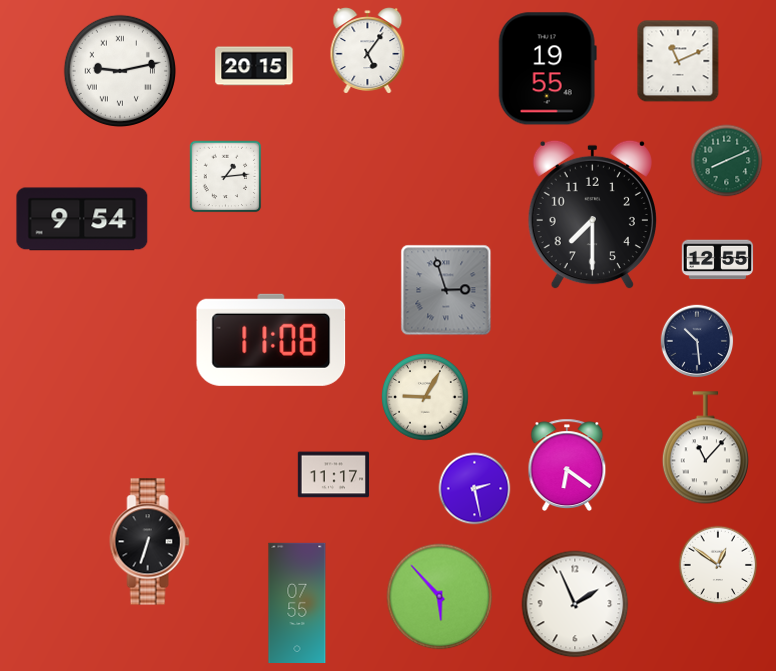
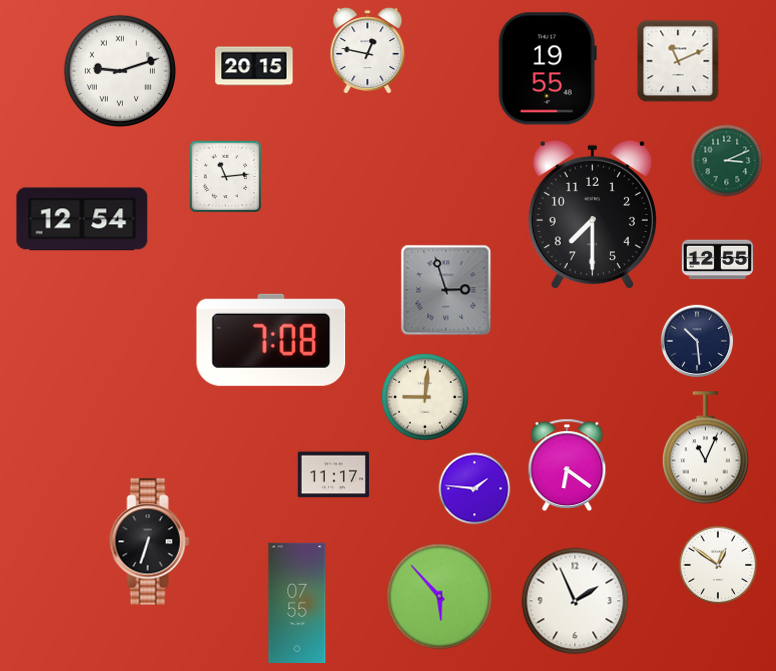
clock at (368, 51): 5:06 -> 12:47
clock at (120, 71): 9:13 -> 9:12
clock at (727, 161): 8:11 -> 3:11
clock at (226, 177): 1:14 -> 11:14
clock at (82, 219): 9:54 -> 12:54
clock at (271, 340): 11:08 -> 7:08
clock at (425, 397): 9:05 -> 9:01
clock at (705, 448): 11:07 -> 11:04
clock at (475, 489): 2:28 -> 1:46
clock at (575, 604) position: (575, 604) -> (575, 601)
